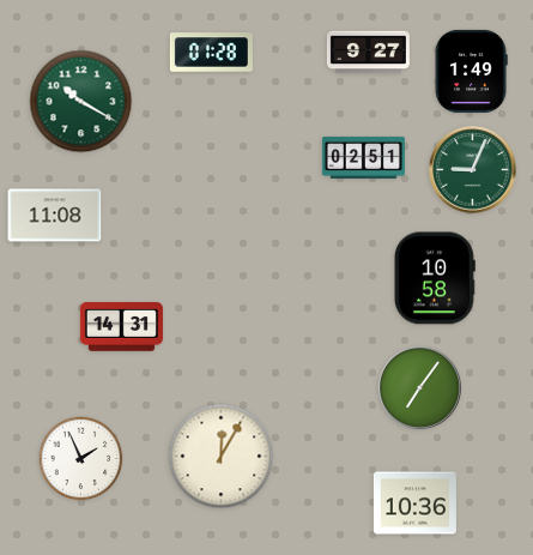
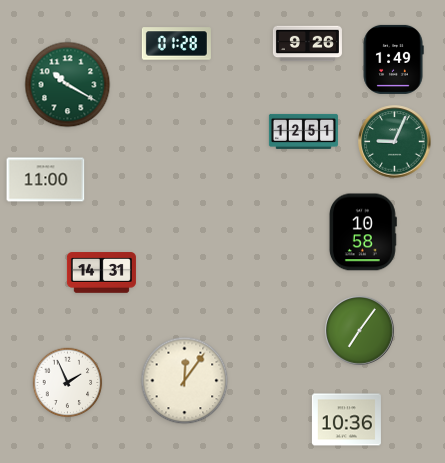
clock at (368, 53): 9:27 -> 9:26
clock at (363, 157): 02:51 -> 12:51
clock at (55, 216): 11:08 -> 11:00
clock at (420, 388) position: (420, 388) -> (360, 331)
clock at (222, 457): 12:05 -> 12:06
